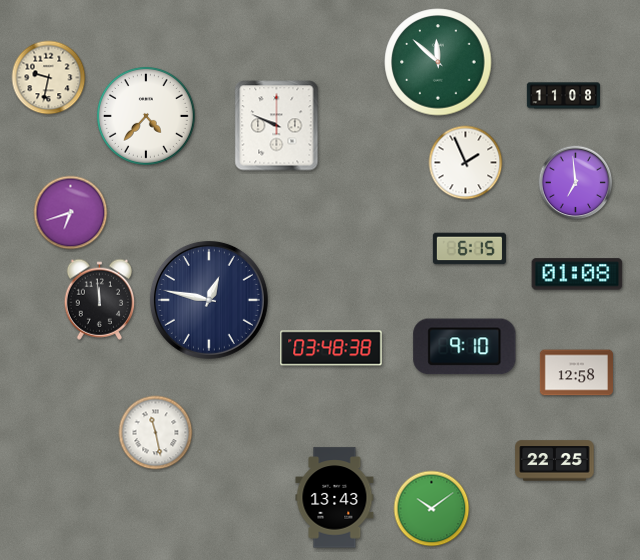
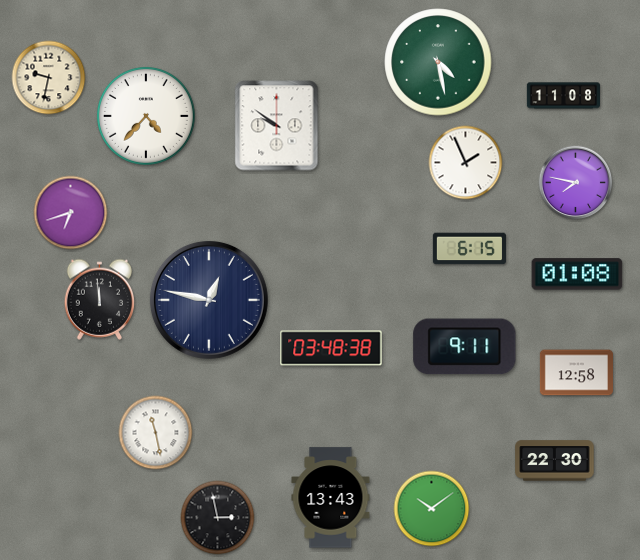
clock at (438, 62): 11:52 -> 4:28
clock at (277, 126): 9:49 -> 9:51
clock at (576, 183): 6:59 -> 7:47
clock at (465, 347): 9:10 -> 9:11
clock at (555, 461): 22:25 -> 22:30
clock at (335, 498) position: (335, 498) -> (331, 498)
clock at (218, 518): none -> 2:58
